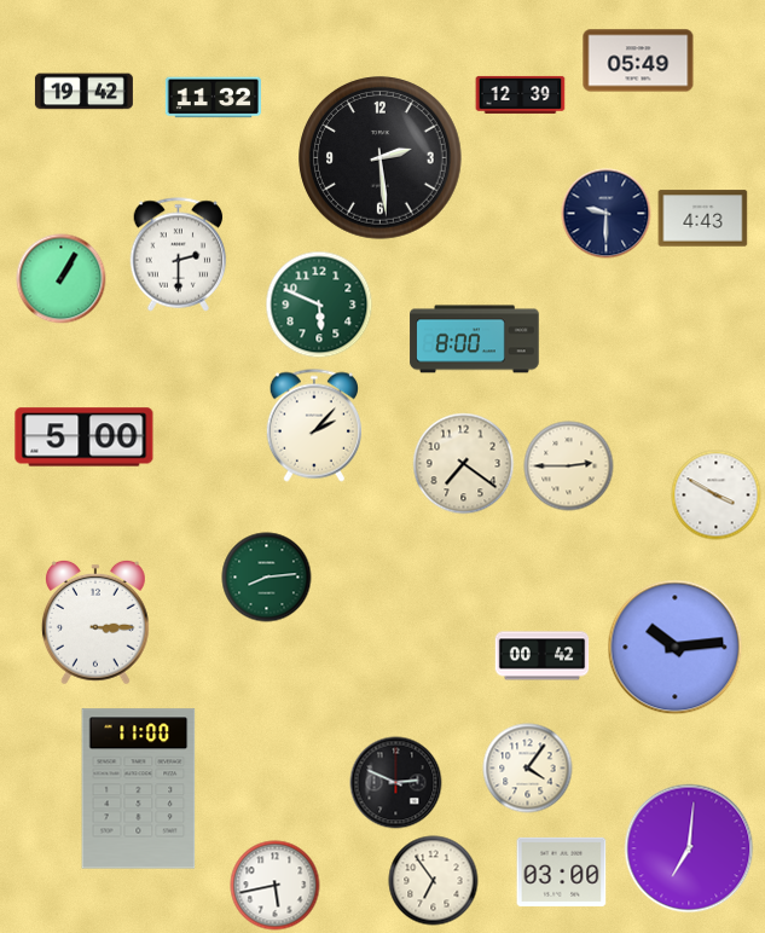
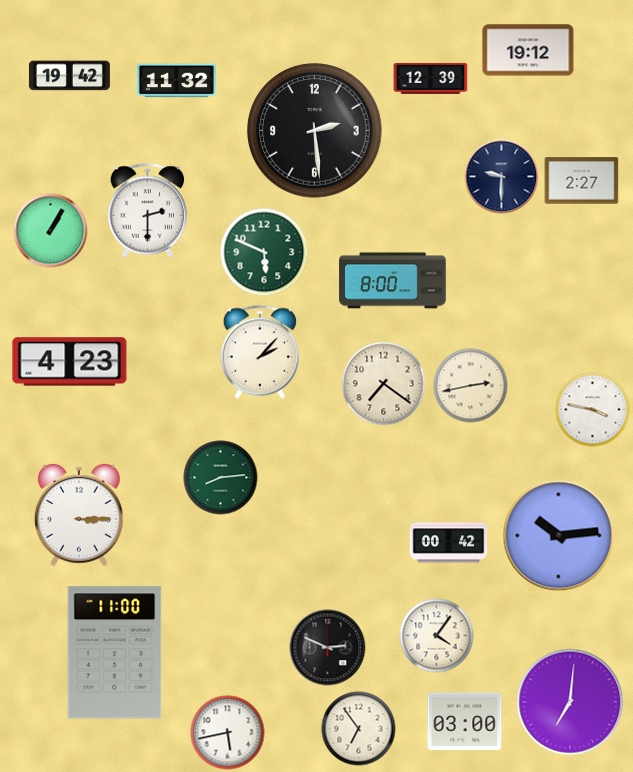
clock at (638, 60): 05:49 -> 19:12
clock at (703, 219): 4:43 -> 2:27
clock at (85, 437): 5:00 -> 4:23
clock at (569, 467): 2:45 -> 2:43
clock at (717, 496): 3:50 -> 3:47
